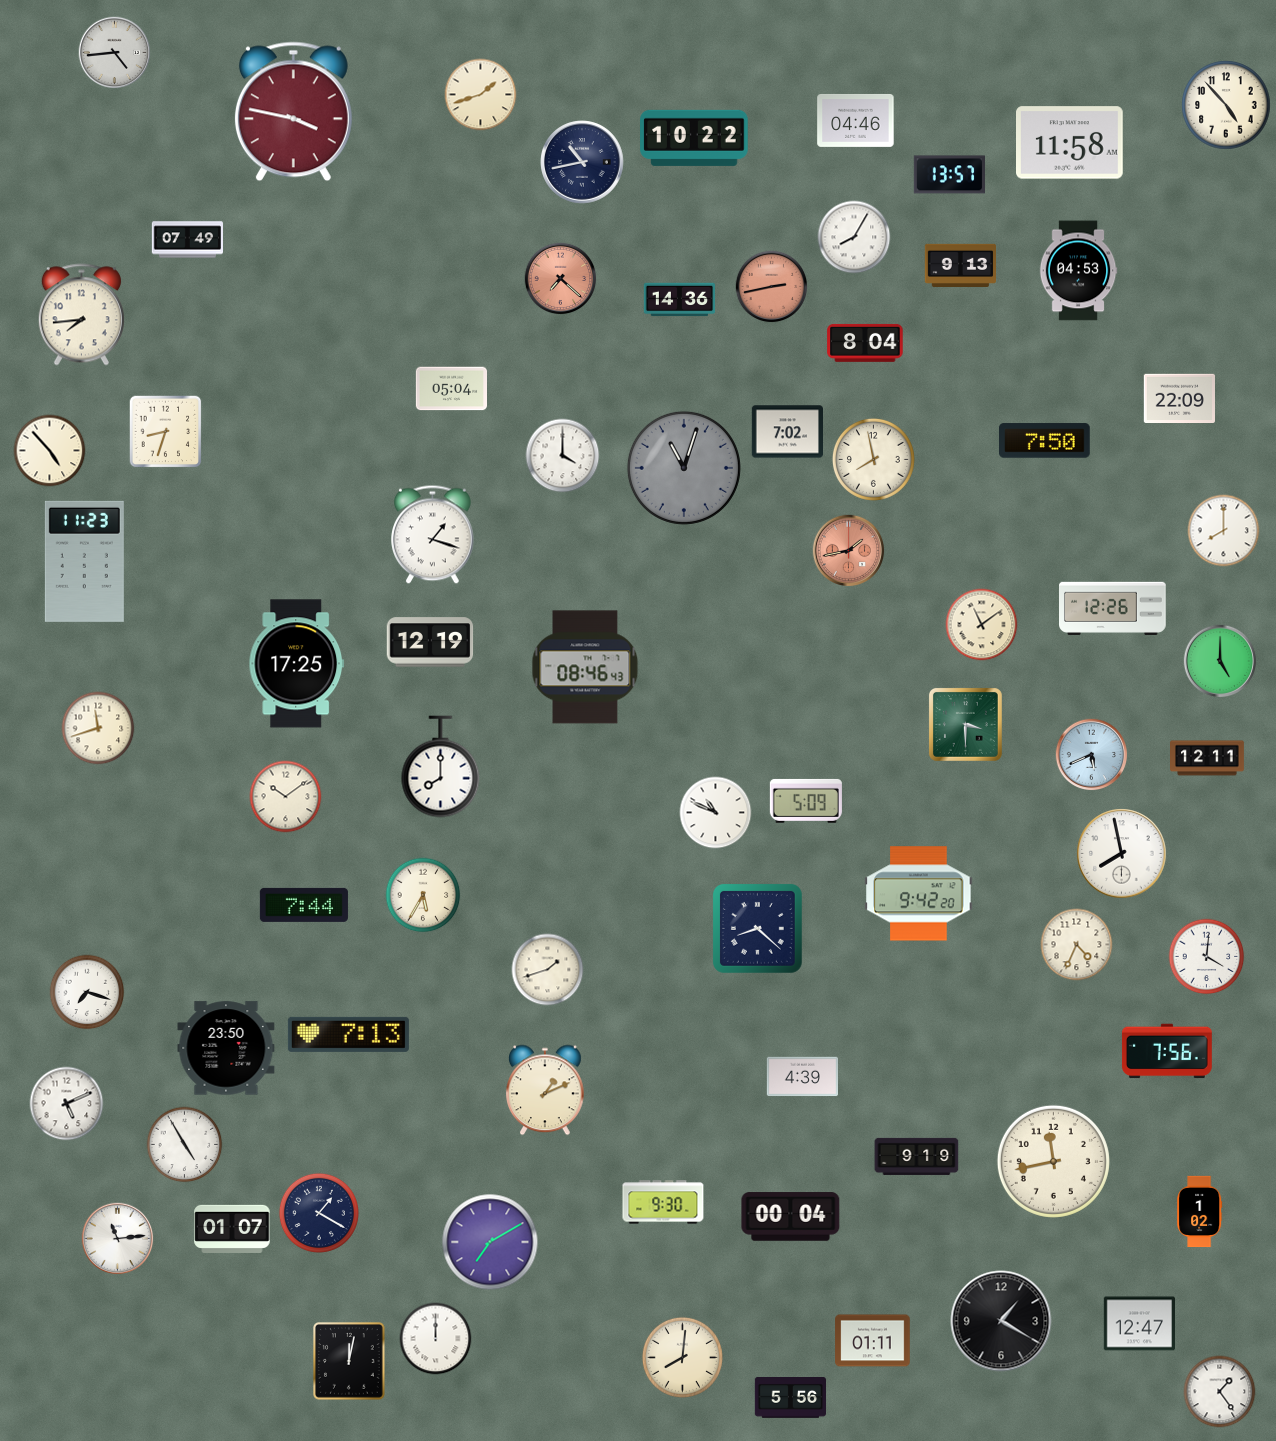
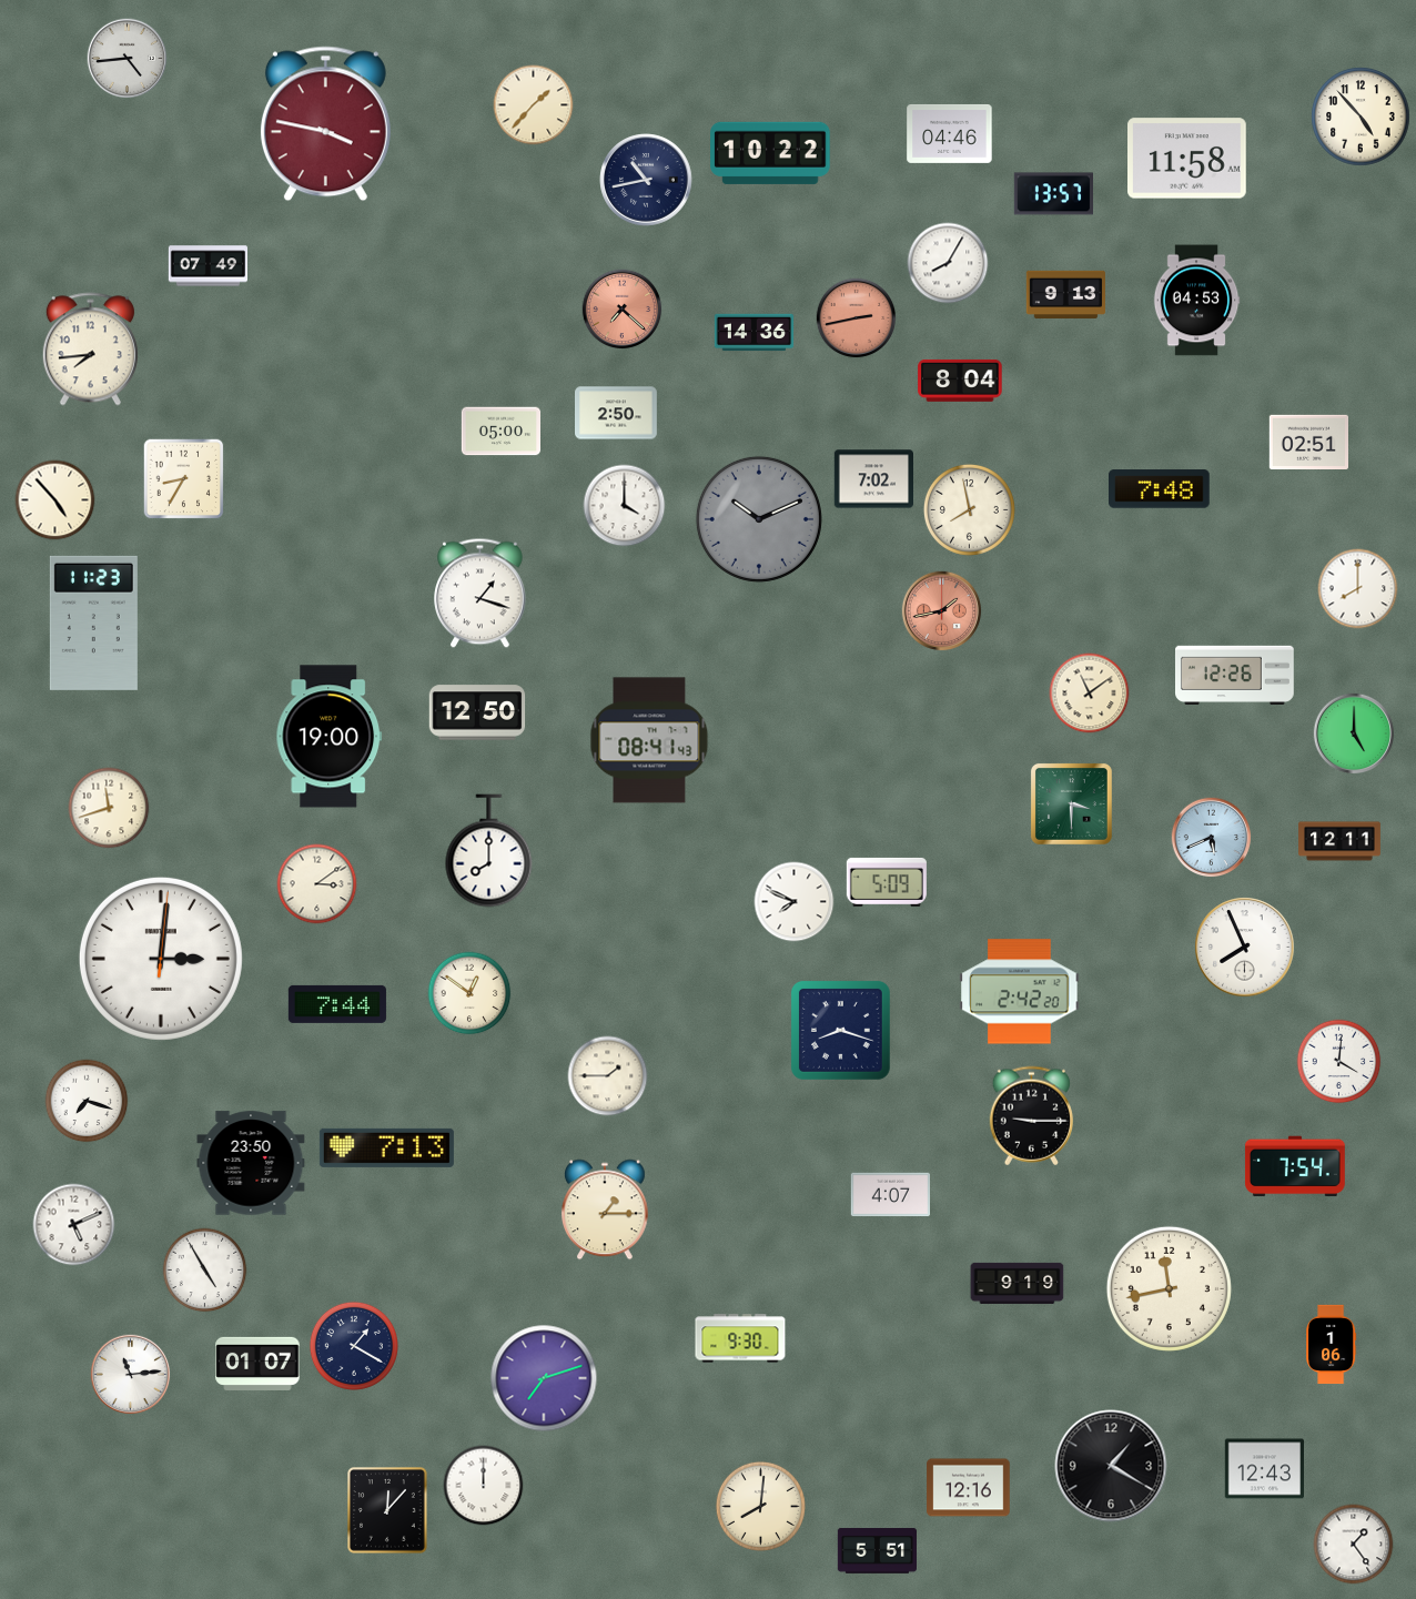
clock at (481, 95): 1:42 -> 1:37
clock at (617, 413): none -> 2:50
clock at (451, 389): 05:04 -> 05:00
clock at (1179, 398): 22:09 -> 02:51
clock at (166, 432): 8:33 -> 8:35
clock at (1045, 441): 7:50 -> 7:48
clock at (684, 468): 11:03 -> 10:11
clock at (430, 642): 12:19 -> 12:50
clock at (297, 664): 17:25 -> 19:00
clock at (585, 667): 08:46 -> 08:41
clock at (286, 797): 10:09 -> 3:09
clock at (806, 801) position: (806, 801) -> (887, 882)
clock at (716, 813): 10:49 -> 7:49
clock at (1122, 854): 7:58 -> 7:56
clock at (161, 959): none -> 3:01
clock at (919, 894): 9:42 -> 2:42
clock at (423, 895): 5:35 -> 12:51
clock at (757, 928): 8:22 -> 8:18
clock at (1077, 945): 4:34 -> none
clock at (548, 970): 1:42 -> 1:45
clock at (87, 992) position: (87, 992) -> (87, 1101)
clock at (1031, 1116): none -> 9:15
clock at (1167, 1051): 7:56 -> 7:54
clock at (802, 1077): 4:39 -> 4:07
clock at (546, 1090): 1:11 -> 1:15
clock at (663, 1202) position: (663, 1202) -> (740, 1338)
clock at (1200, 1212): 1:02 -> 1:06
clock at (791, 1217): 00:04 -> none
clock at (490, 1242): 7:10 -> 7:12
clock at (1139, 1324): 12:47 -> 12:43
clock at (873, 1341): 01:11 -> 12:16
clock at (682, 1357) position: (682, 1357) -> (760, 1506)
clock at (350, 1361): 12:02 -> 12:07
clock at (791, 1398): 5:56 -> 5:51
